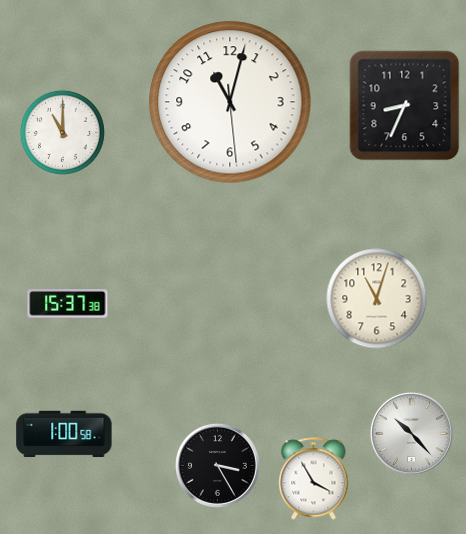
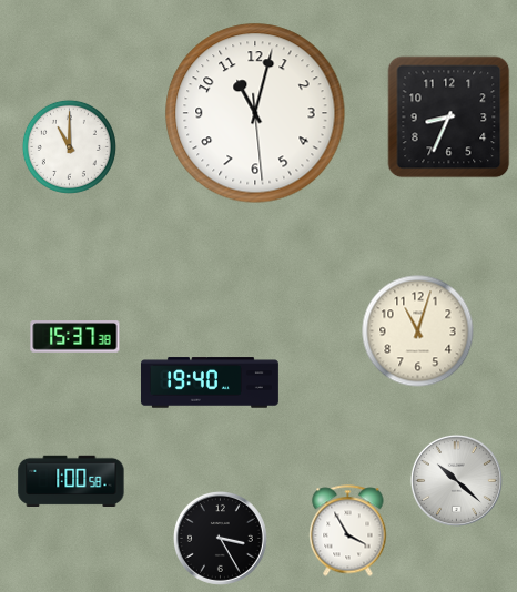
clock at (210, 382): none -> 19:40
clock at (411, 433): 10:23 -> 10:22
clock at (217, 465) position: (217, 465) -> (220, 538)
